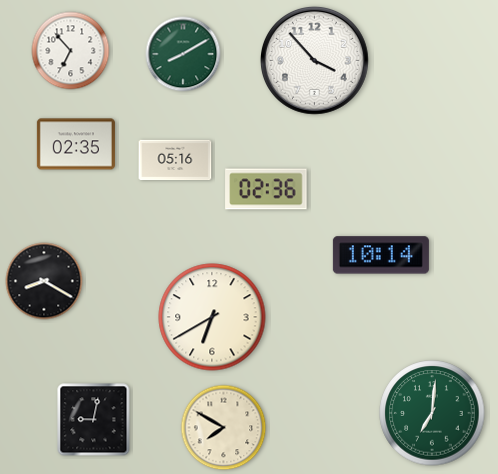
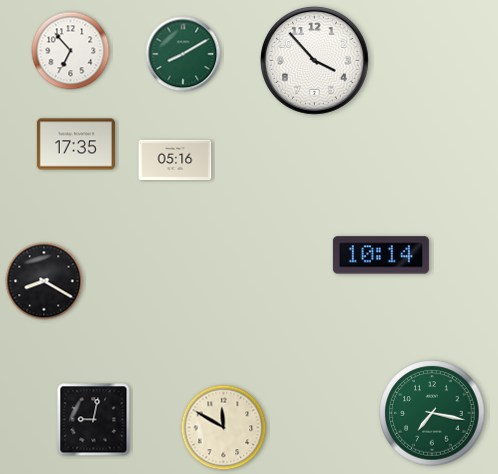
clock at (76, 144): 02:35 -> 17:35
clock at (266, 189): 02:36 -> none
clock at (212, 317): 6:40 -> none
clock at (432, 413): 7:01 -> 7:17
clock at (224, 428): 7:50 -> 11:50
